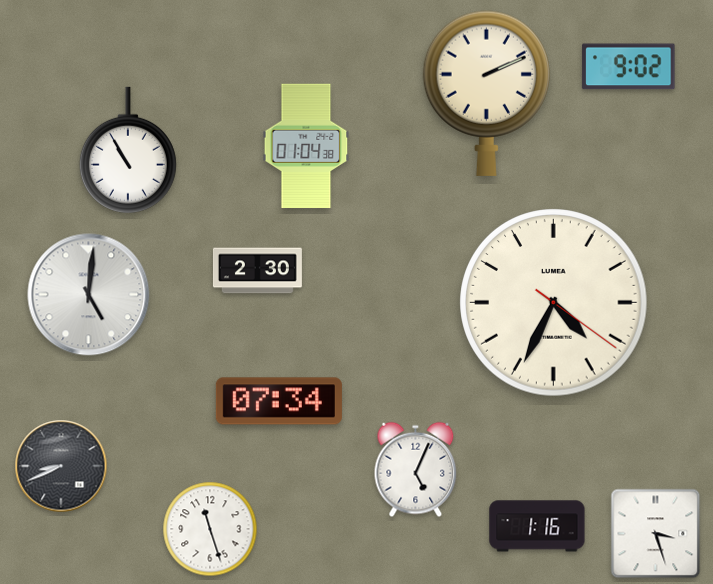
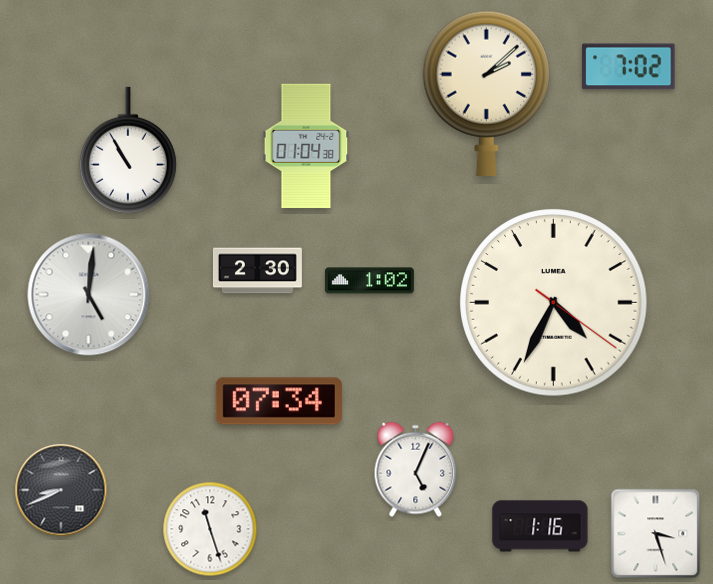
clock at (629, 67): 9:02 -> 7:02
clock at (486, 93): 2:11 -> 2:08
clock at (369, 281): none -> 1:02
clock at (61, 466) position: (61, 466) -> (61, 490)
clock at (537, 526) position: (537, 526) -> (540, 526)
